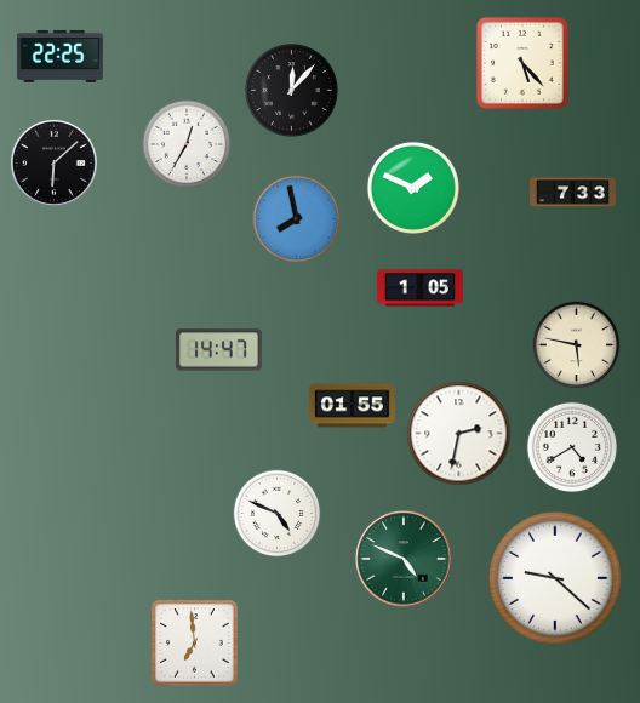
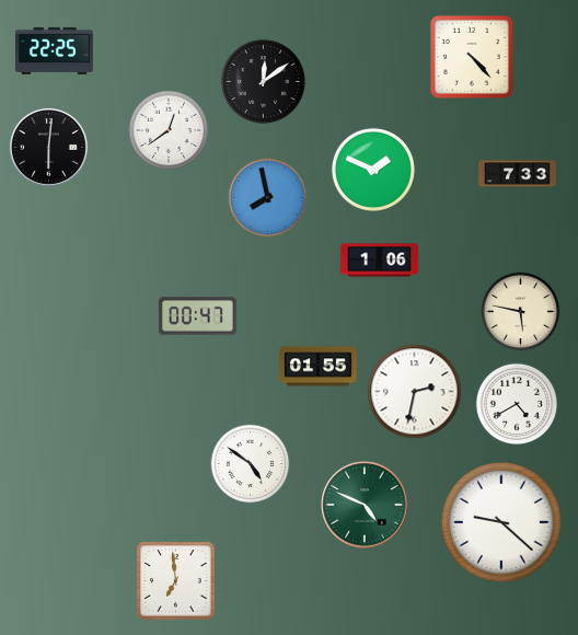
clock at (522, 63): 5:23 -> 4:23
clock at (291, 90): 12:07 -> 12:09
clock at (187, 144): 12:35 -> 12:39
clock at (53, 162): 6:08 -> 6:01
clock at (419, 288): 1:05 -> 1:06
clock at (218, 350): 14:47 -> 00:47
clock at (278, 514): 4:49 -> 4:51
